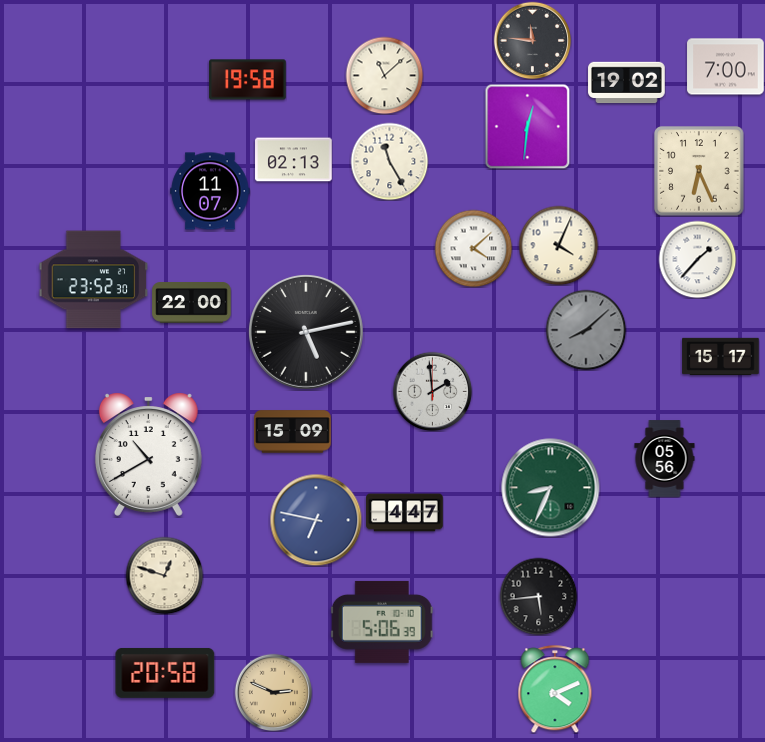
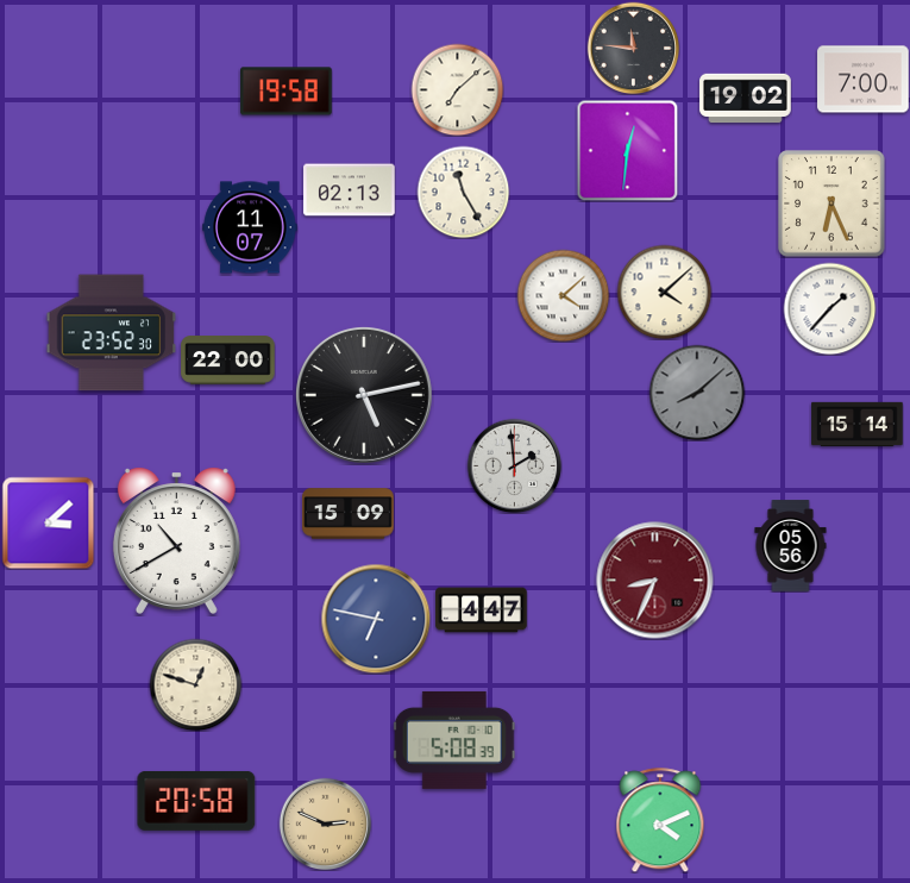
clock at (384, 75): 11:08 -> 7:08
clock at (248, 80) position: (248, 80) -> (287, 92)
clock at (558, 245): 4:04 -> 4:08
clock at (721, 356): 15:17 -> 15:14
clock at (48, 522): none -> 3:08
clock at (551, 488) dial: green -> burgundy
clock at (538, 596): 5:44 -> none
clock at (382, 622): 5:06 -> 5:08
